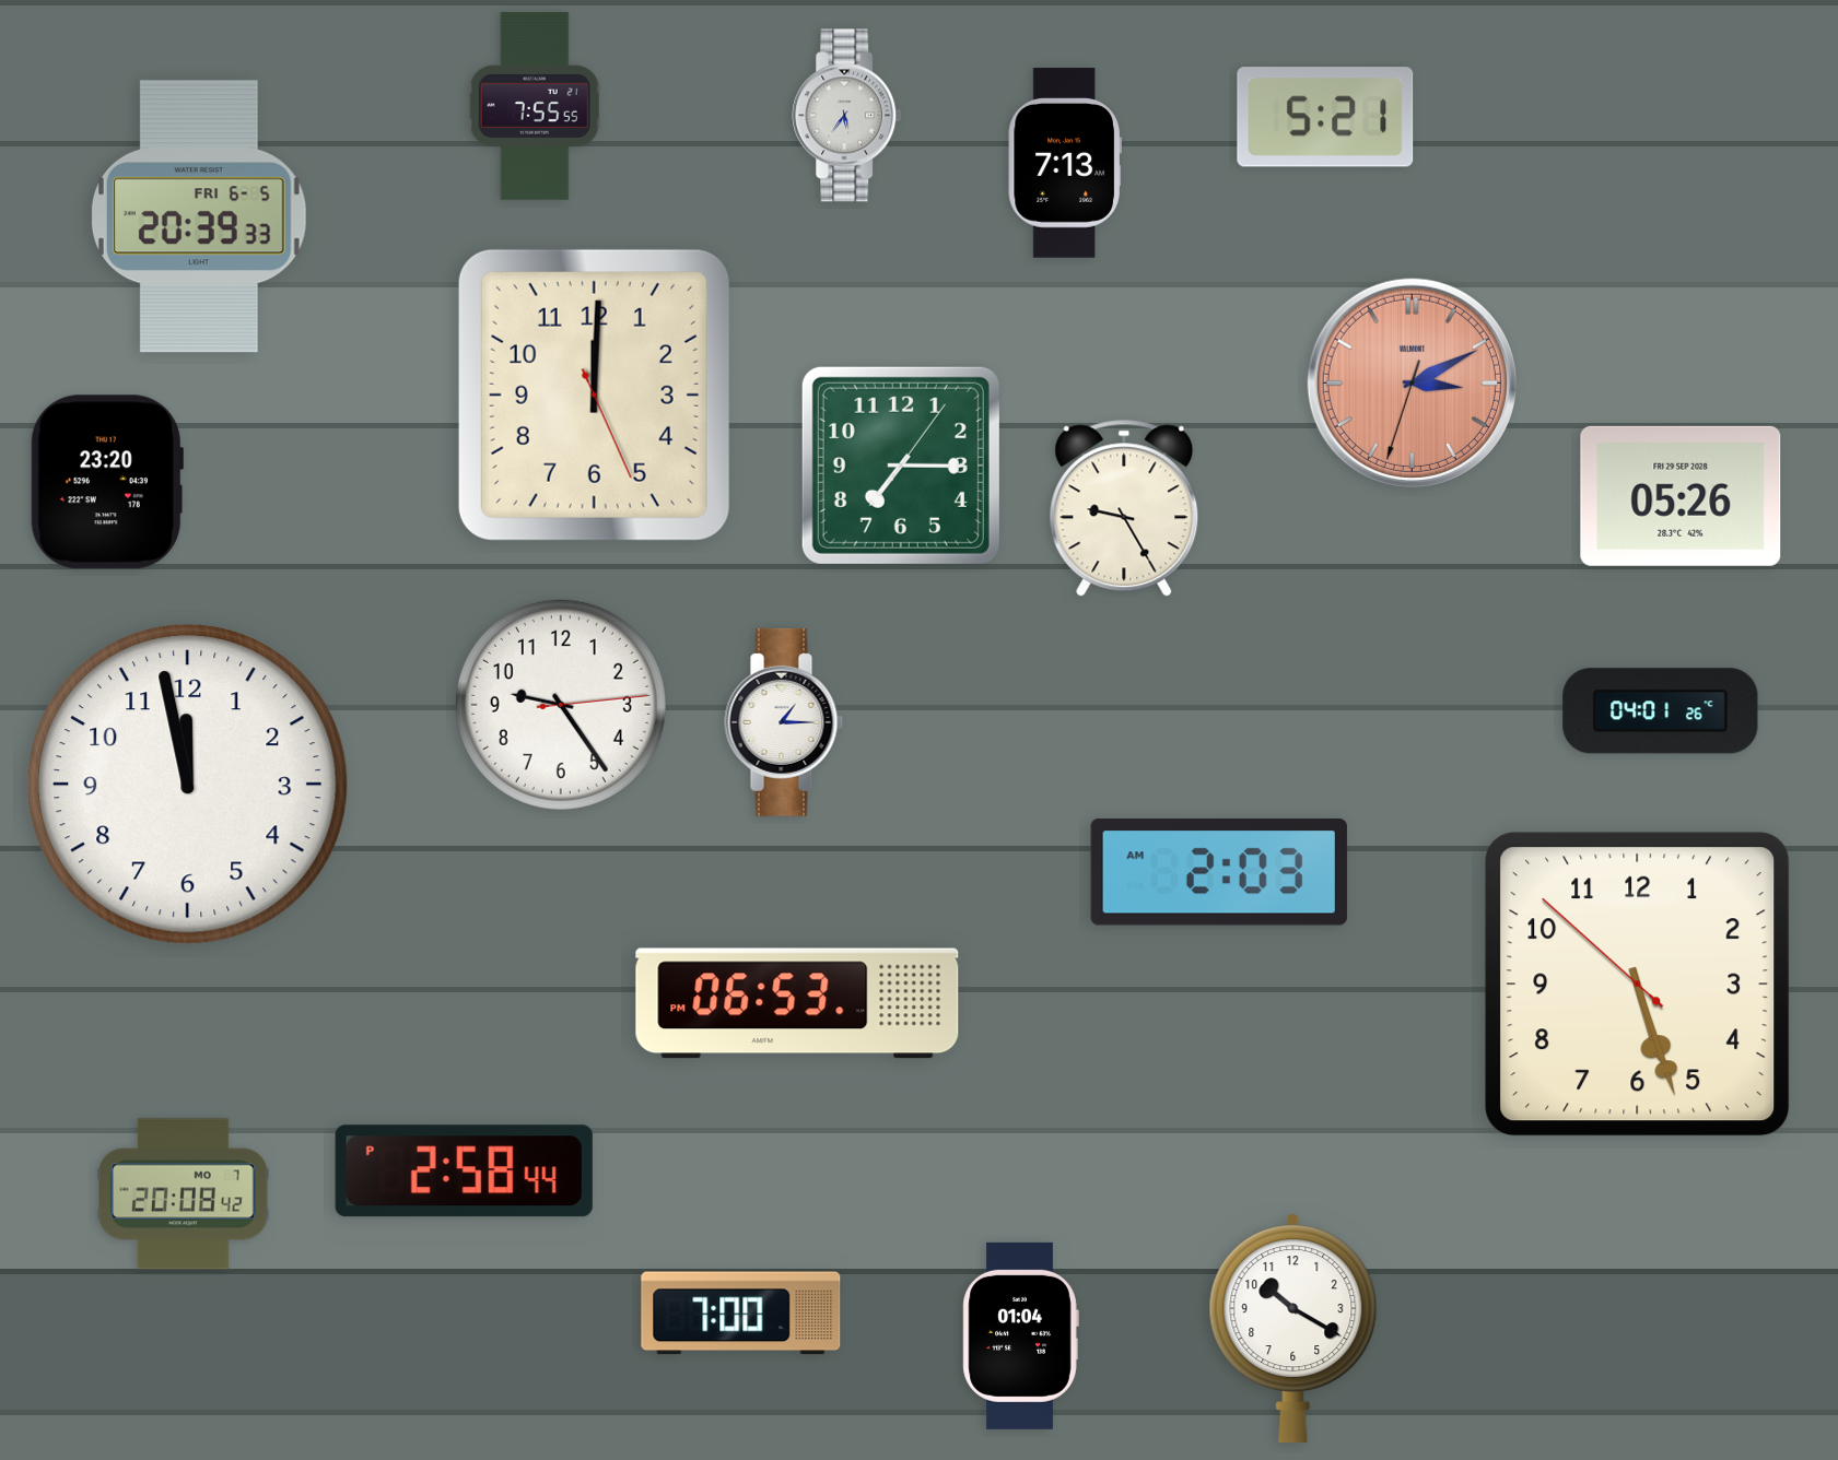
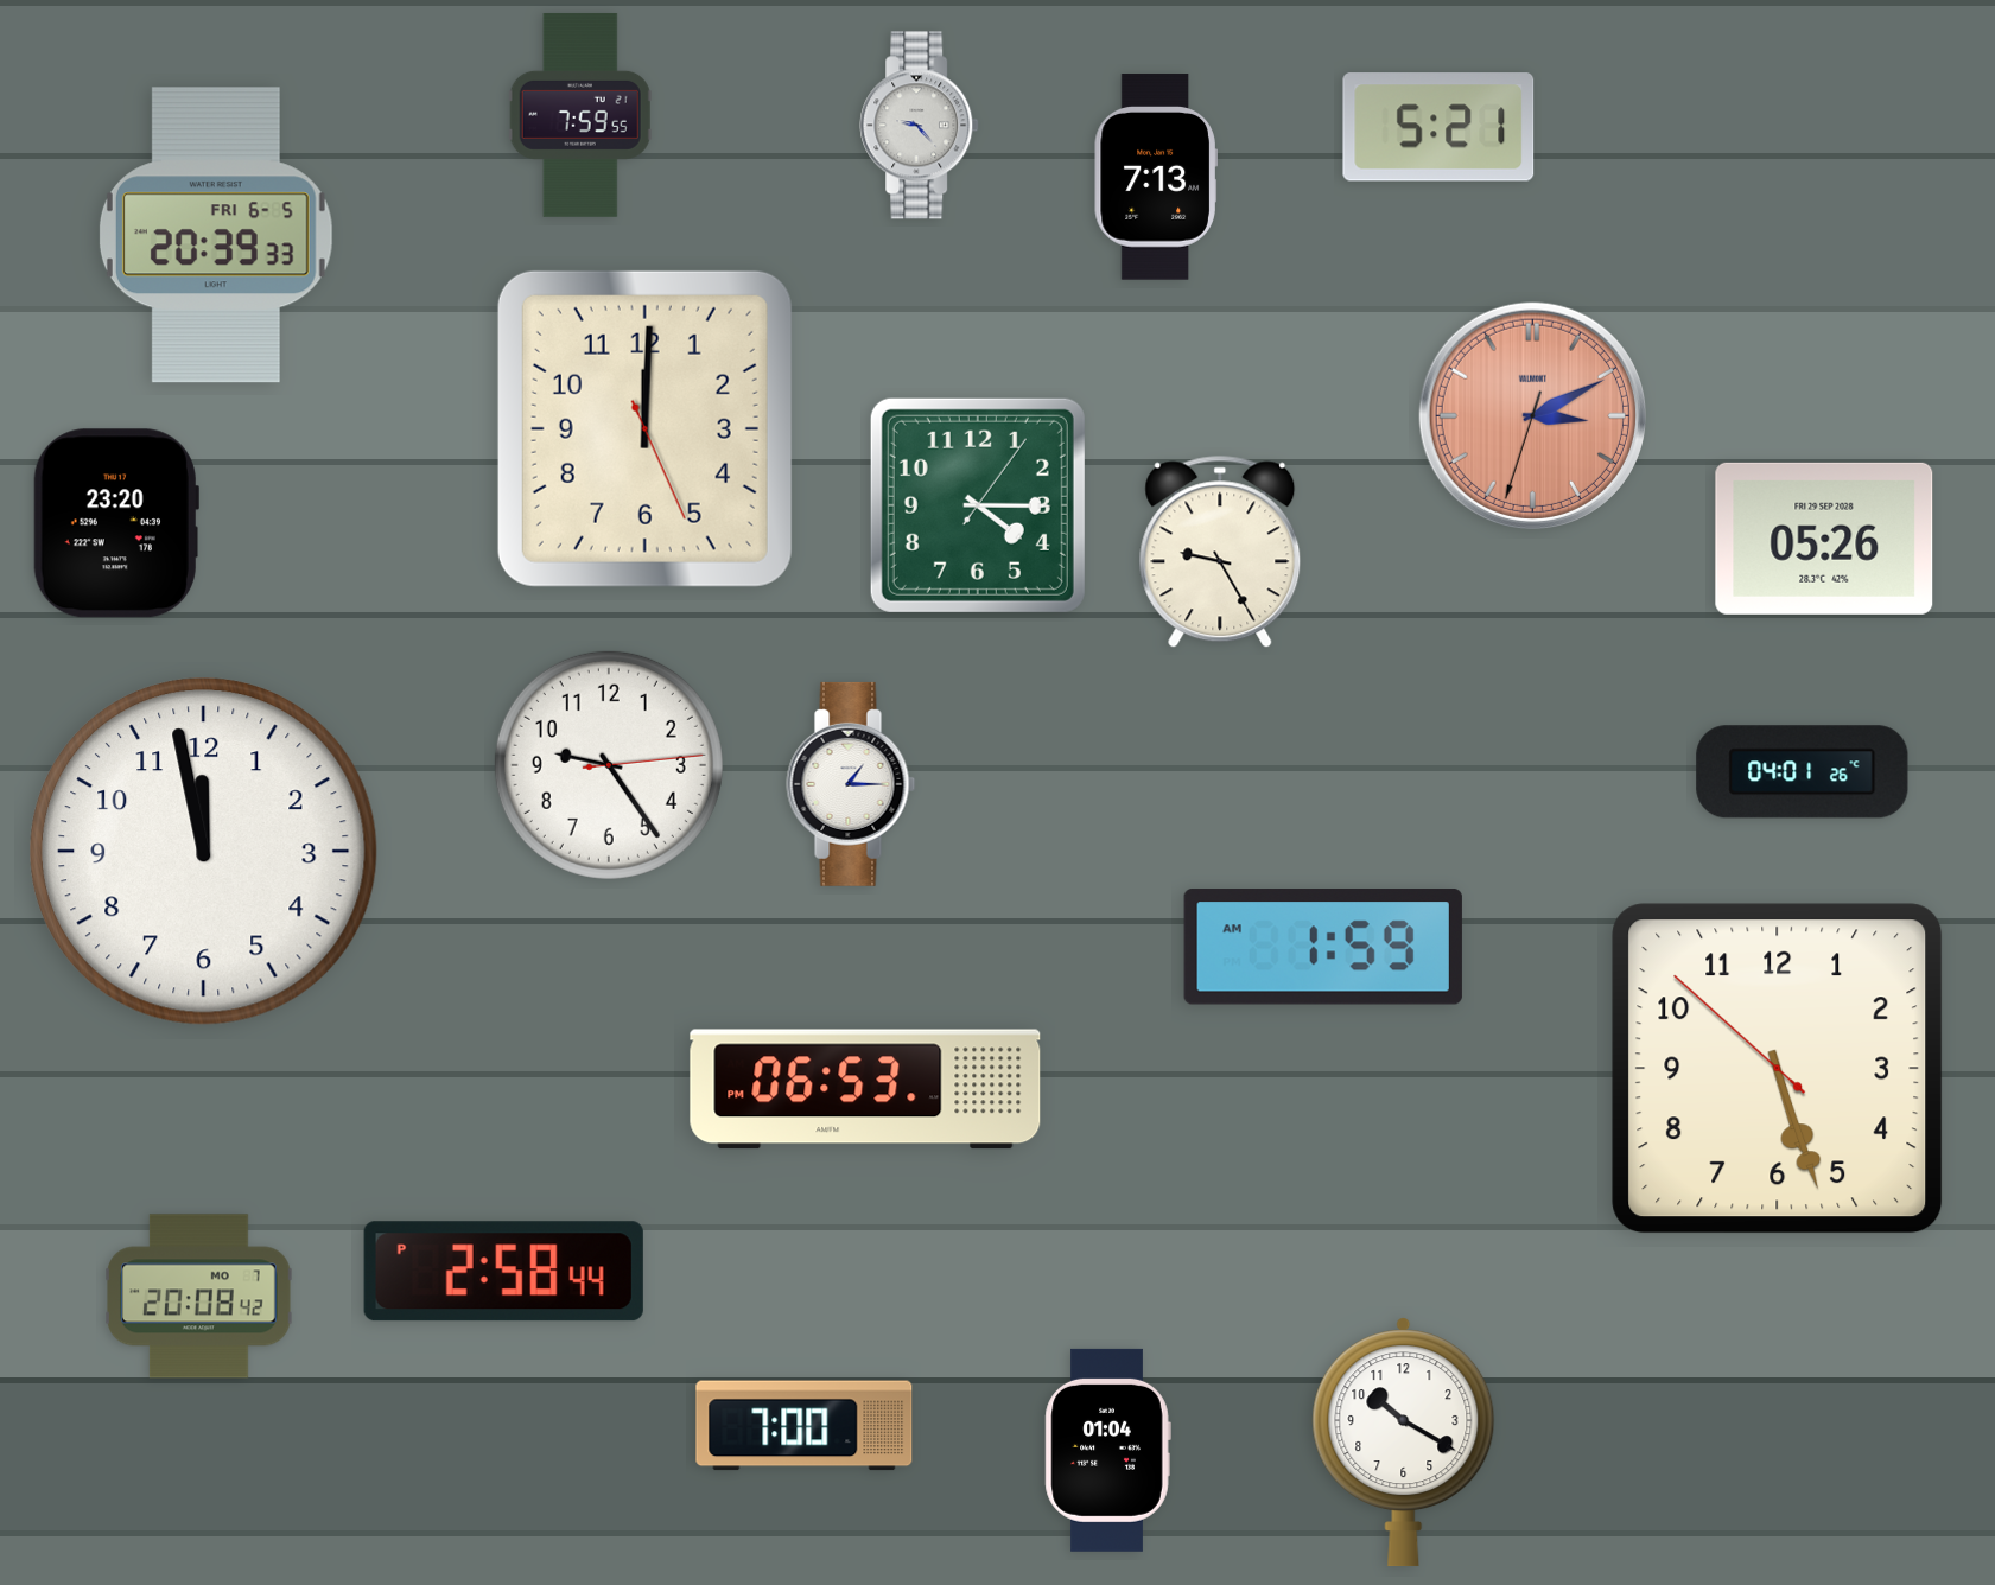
clock at (535, 106): 7:55 -> 7:59
clock at (847, 116): 5:36 -> 9:23
clock at (901, 466): 7:15 -> 4:15
clock at (1219, 873): 2:03 -> 1:59
